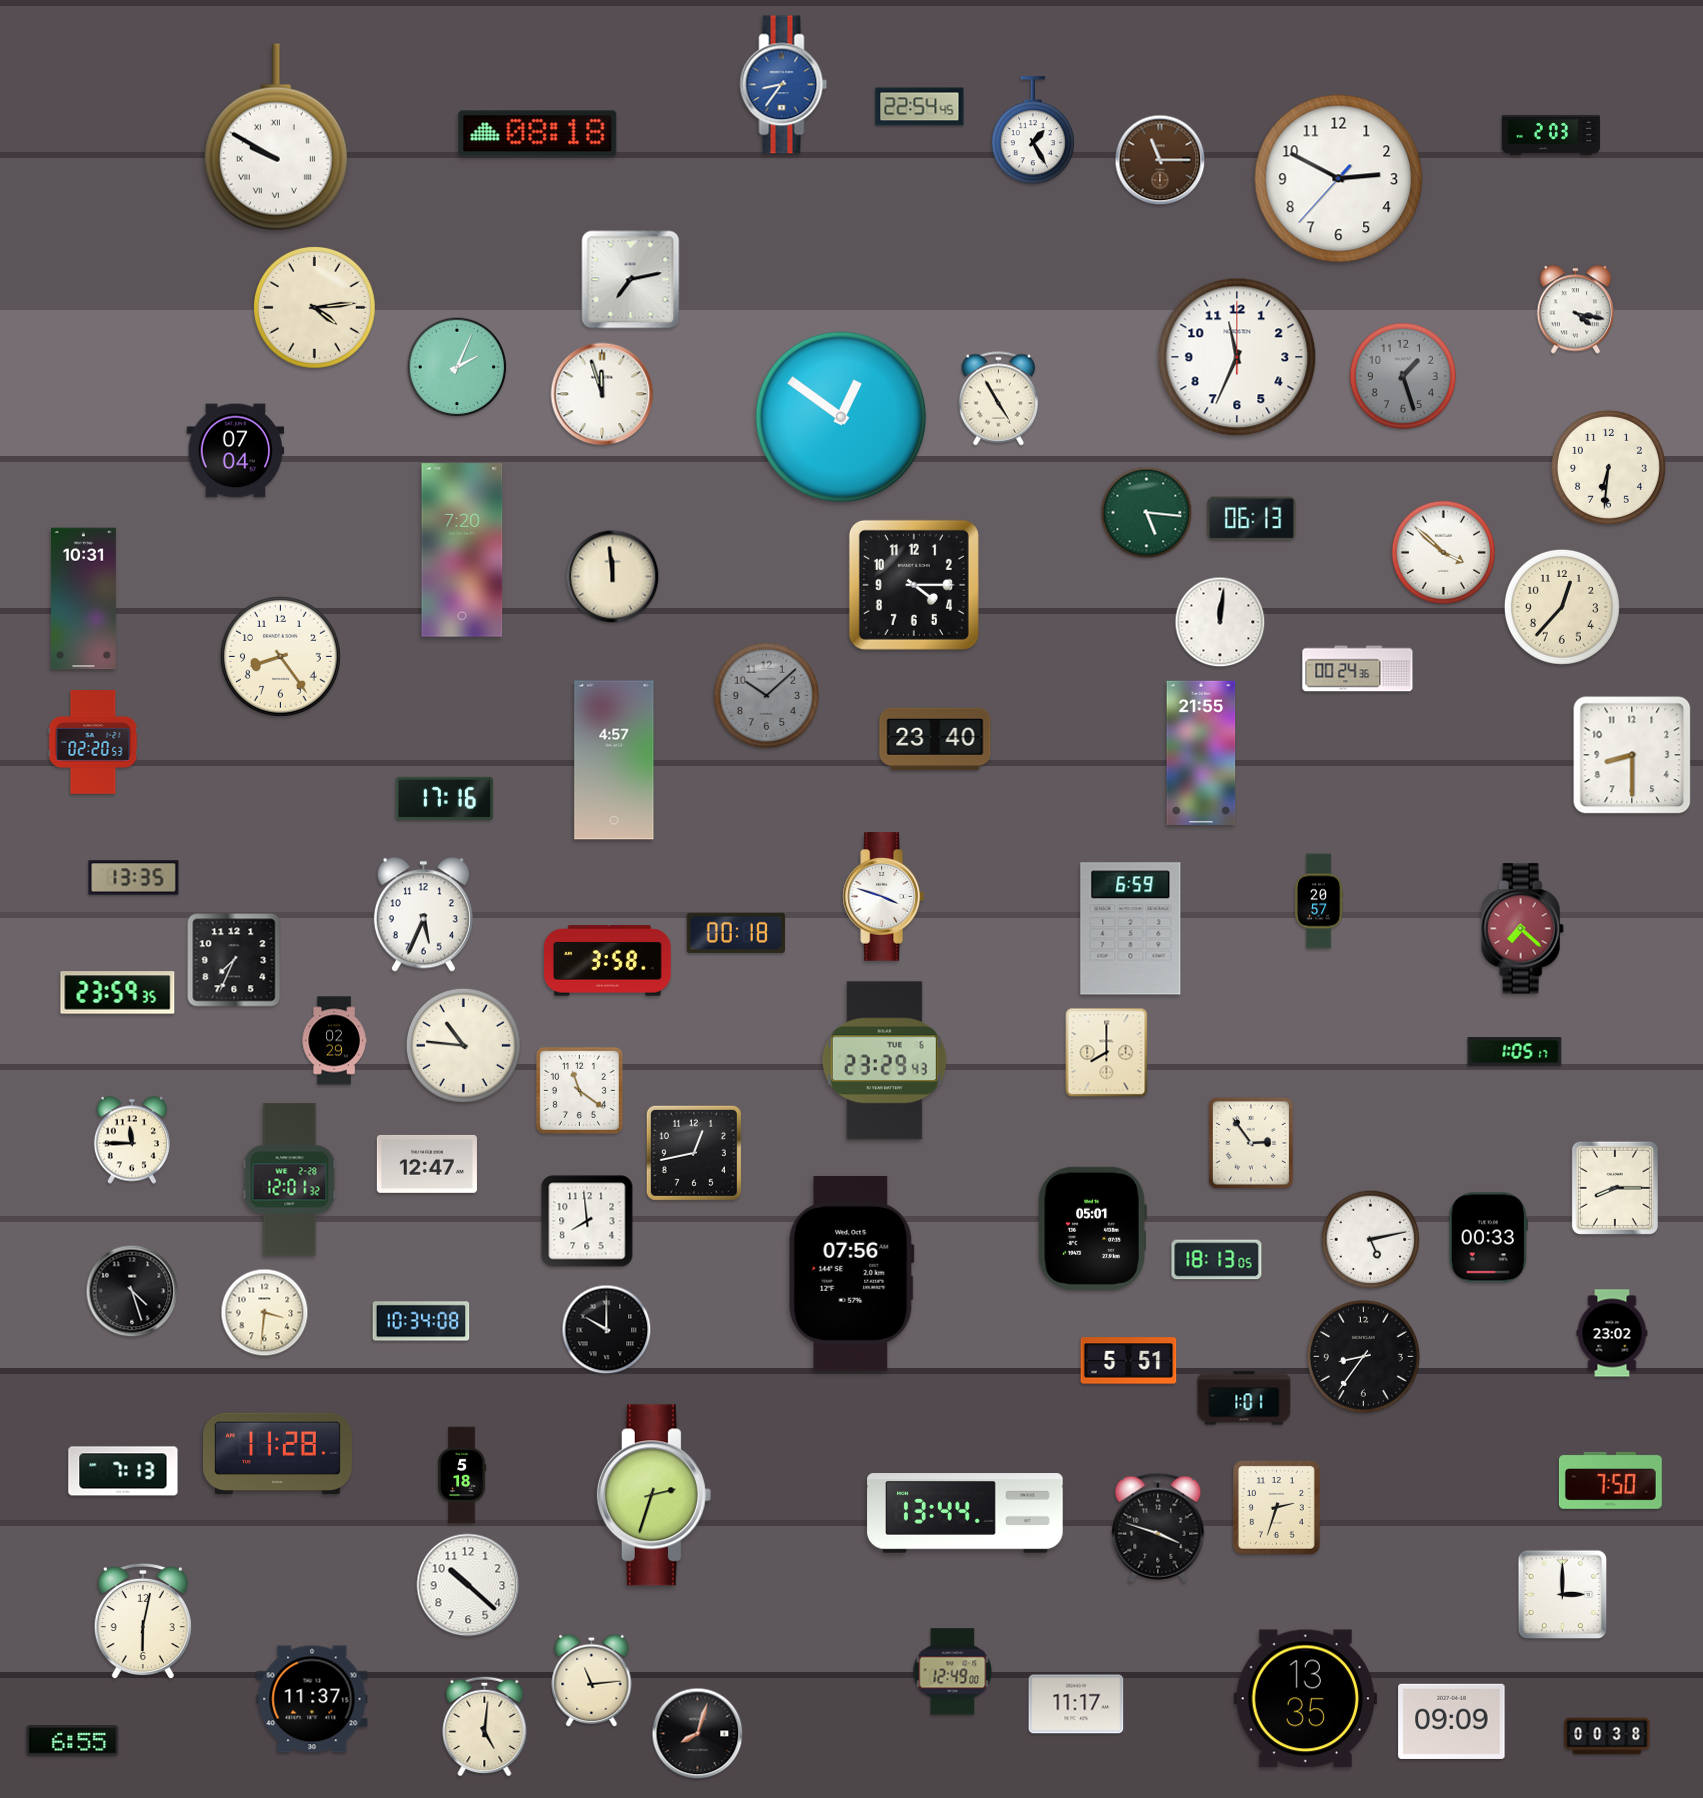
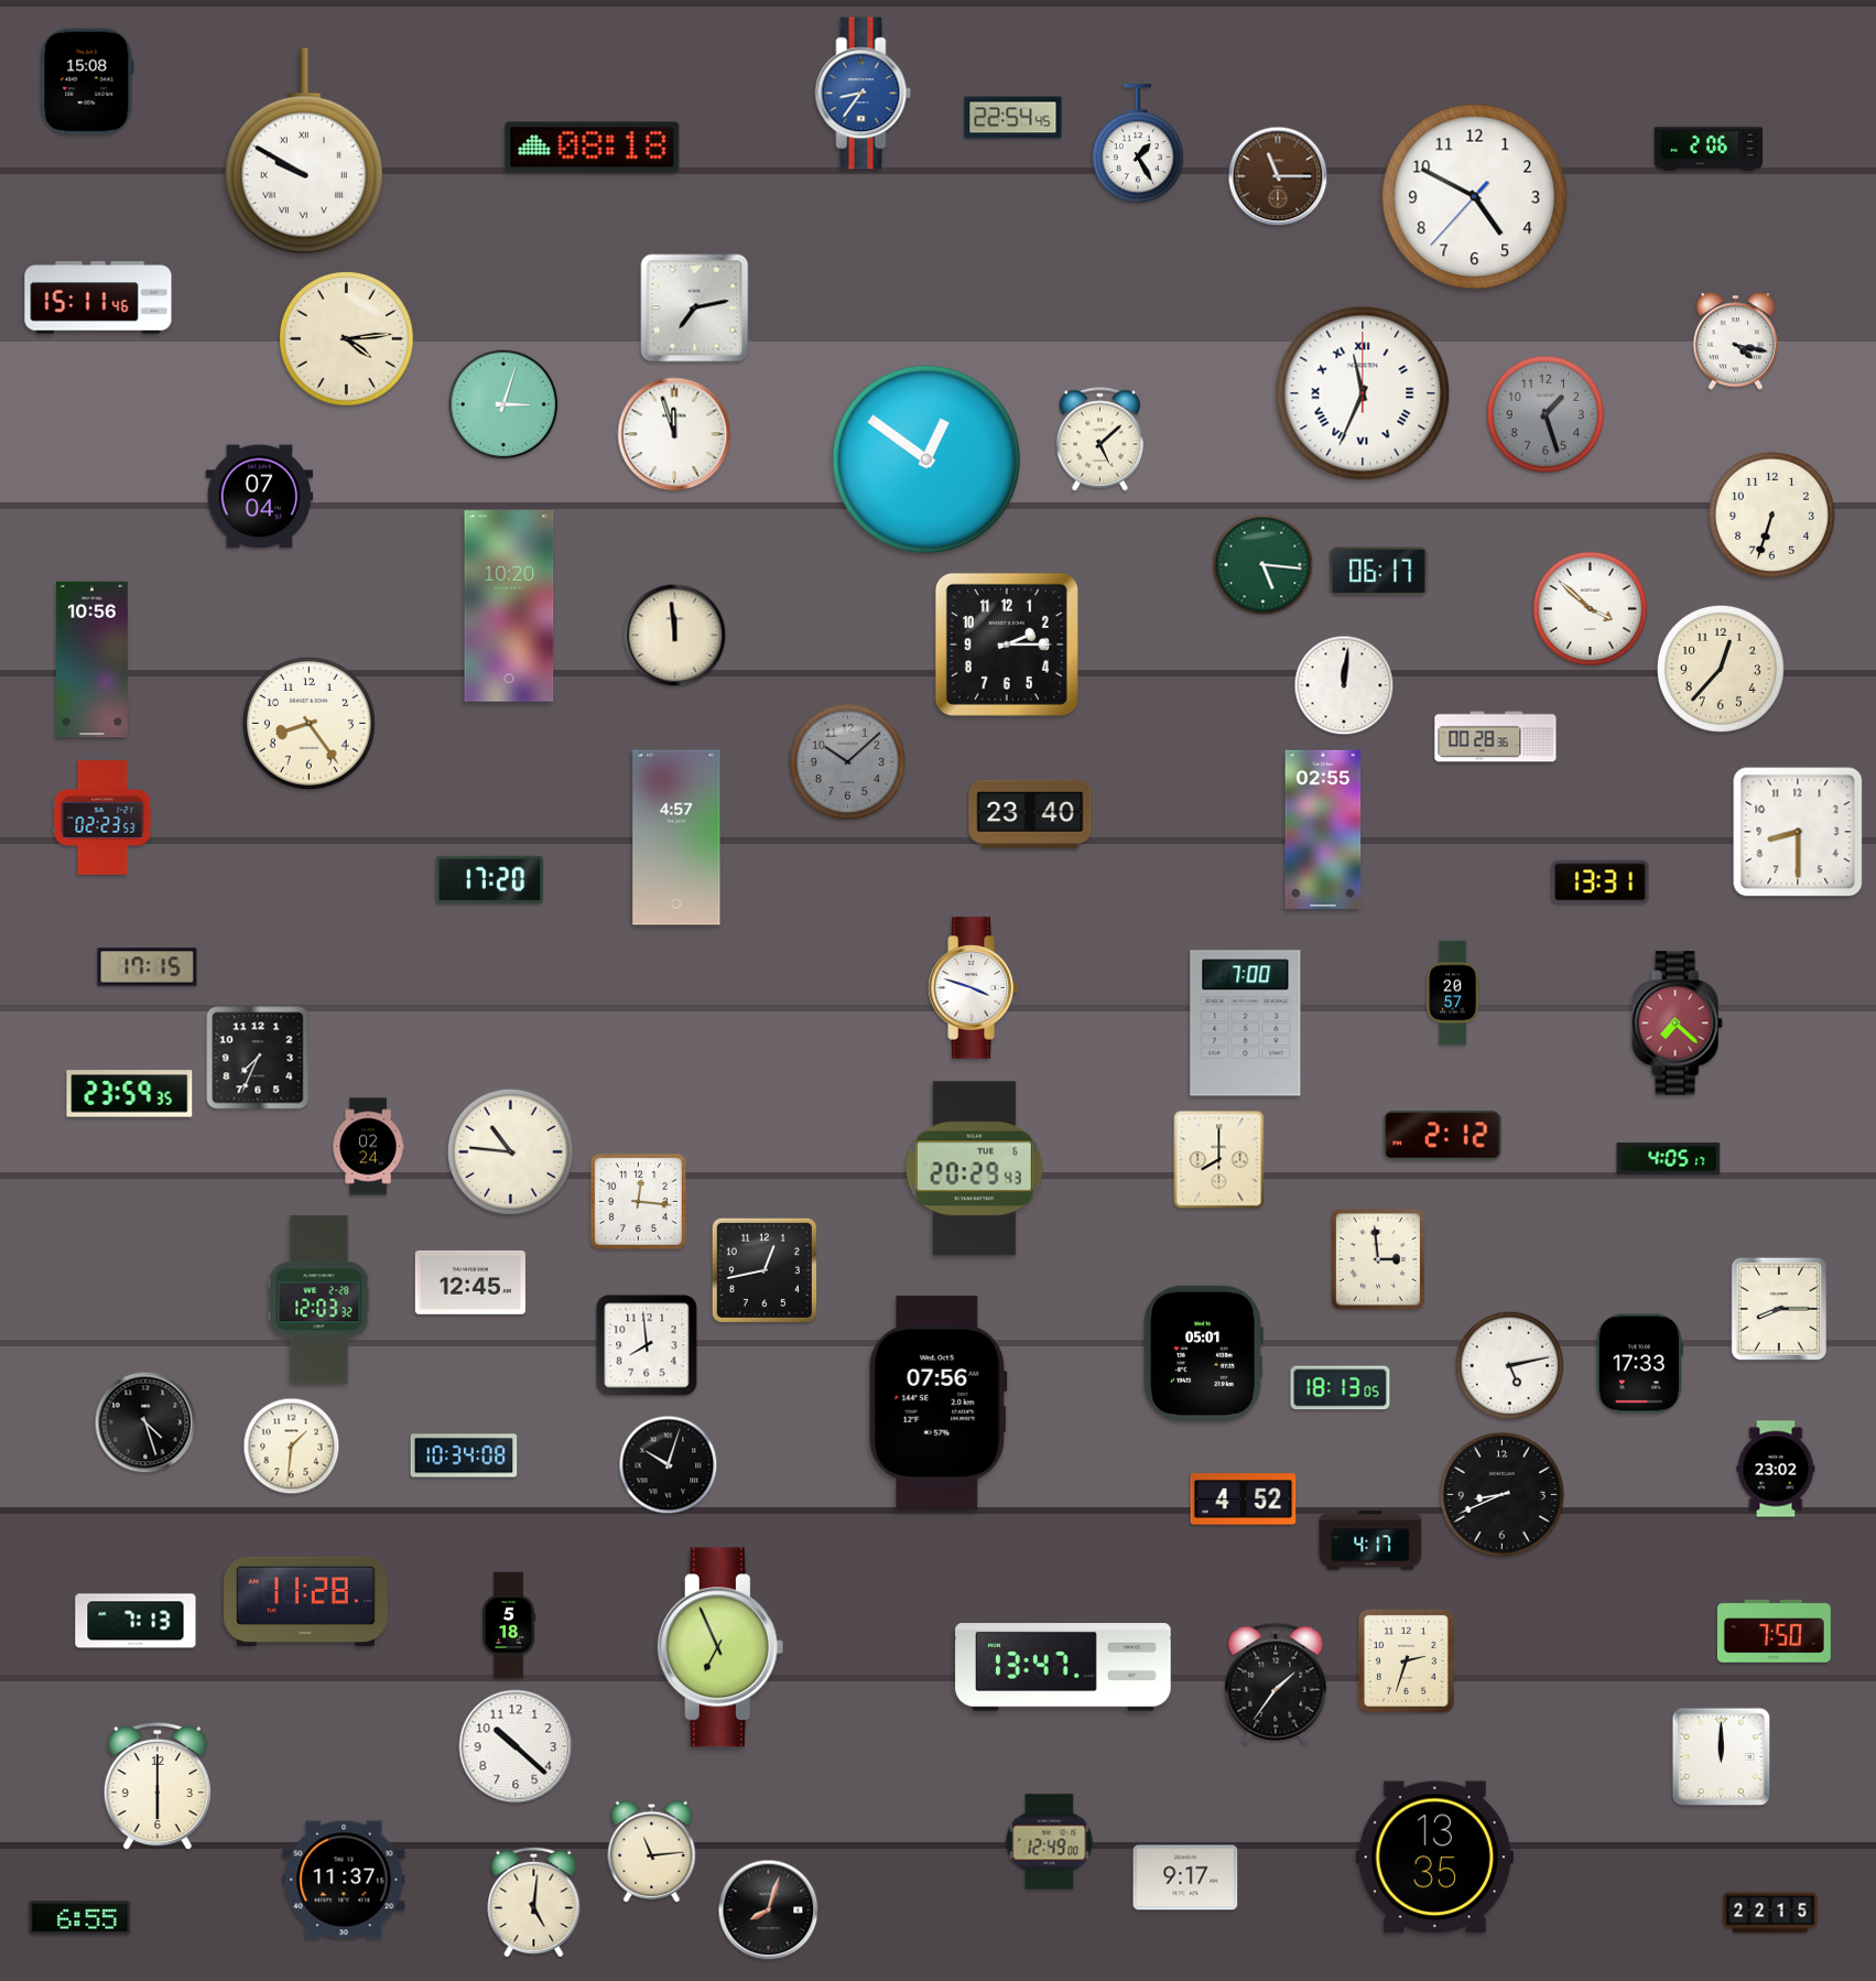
clock at (87, 82): none -> 15:08
clock at (1551, 135): 2:03 -> 2:06
clock at (1339, 179): 2:49 -> 4:49
clock at (98, 297): none -> 15:11
clock at (1237, 357) numerals: Arabic -> Roman
clock at (457, 367): 2:04 -> 3:03
clock at (602, 394) position: (602, 394) -> (674, 434)
clock at (998, 399): 4:55 -> 5:08
clock at (1608, 467): 6:31 -> 6:33
clock at (1252, 519): 06:13 -> 06:17
clock at (462, 550): 7:20 -> 10:20
clock at (914, 585): 4:15 -> 2:15
clock at (83, 599): 10:31 -> 10:56
clock at (1358, 669): 00:24 -> 00:28
clock at (766, 695) position: (766, 695) -> (847, 761)
clock at (93, 743): 02:20 -> 02:23
clock at (1201, 753): 21:55 -> 02:55
clock at (445, 798): 17:16 -> 17:20
clock at (1601, 883): none -> 13:31
clock at (134, 878): 13:35 -> 17:15
clock at (423, 915): 5:34 -> none
clock at (1131, 929): 6:59 -> 7:00
clock at (735, 933): 00:18 -> none
clock at (608, 961): 3:58 -> none
clock at (1443, 1136): none -> 2:12
clock at (334, 1041): 02:29 -> 02:24
clock at (1515, 1052): 1:05 -> 4:05
clock at (884, 1061): 23:29 -> 20:29
clock at (579, 1090): 11:21 -> 12:16
clock at (132, 1140): 11:45 -> none
clock at (1251, 1143): 2:54 -> 2:59
clock at (427, 1164): 12:47 -> 12:45
clock at (290, 1180): 12:01 -> 12:03
clock at (1488, 1238): 00:33 -> 17:33
clock at (265, 1313): 3:31 -> 1:31
clock at (607, 1330): 10:00 -> 10:03
clock at (1363, 1356): 8:36 -> 8:41
clock at (1129, 1361): 5:51 -> 4:52
clock at (1244, 1398): 1:01 -> 4:17
clock at (654, 1495): 2:33 -> 6:56
clock at (965, 1513): 13:44 -> 13:47
clock at (1158, 1528): 3:48 -> 1:36
clock at (1563, 1595): 3:00 -> 12:00
clock at (143, 1621): 6:02 -> 6:00
clock at (312, 1699) position: (312, 1699) -> (344, 1880)
clock at (1305, 1699) position: (1305, 1699) -> (1434, 1858)
clock at (1076, 1704): 11:17 -> 9:17
clock at (1452, 1721): 09:09 -> none
clock at (1607, 1736): 00:38 -> 22:15
